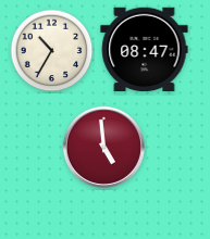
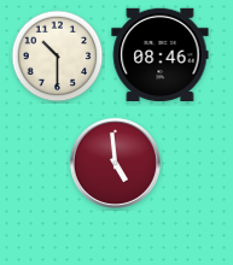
clock at (145, 50): 08:47 -> 08:46
clock at (52, 51): 10:35 -> 10:30
